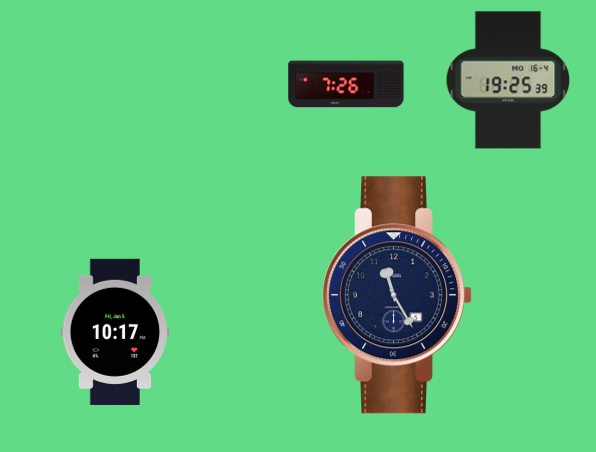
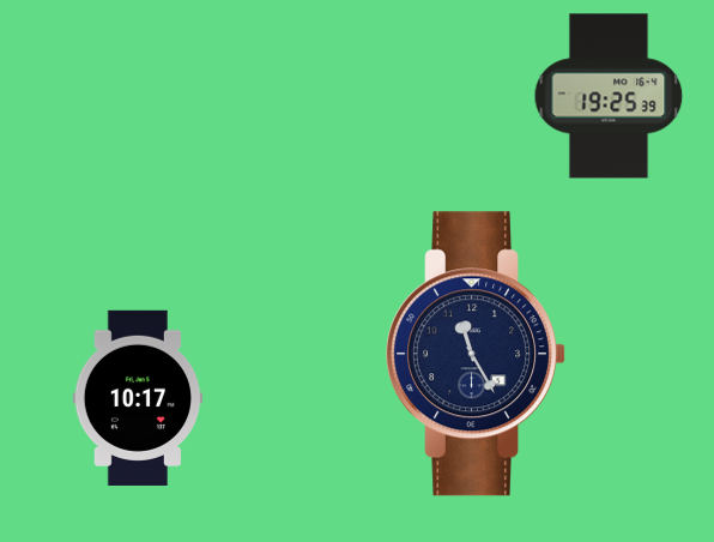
clock at (346, 84): 7:26 -> none
